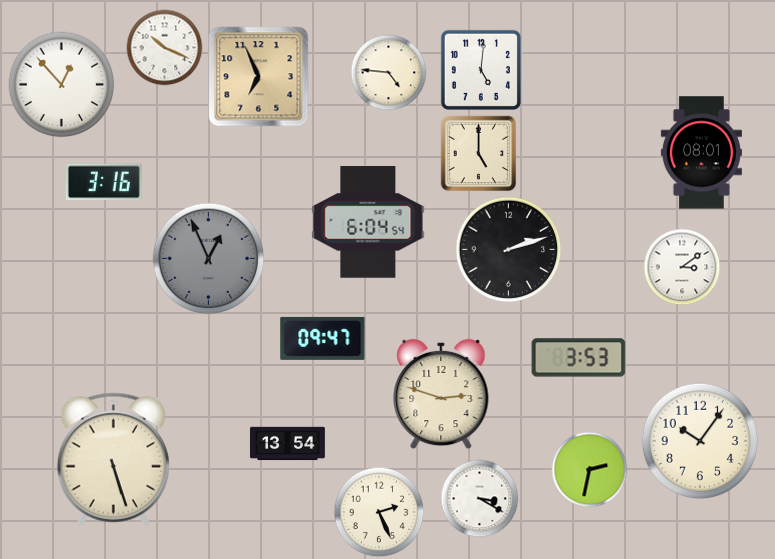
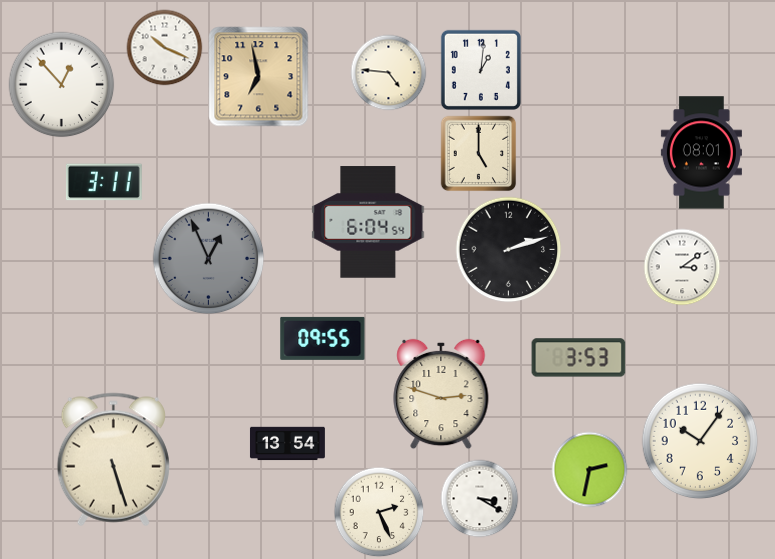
clock at (481, 70): 5:01 -> 1:01
clock at (259, 77): 6:56 -> 6:58
clock at (104, 182): 3:16 -> 3:11
clock at (323, 338): 09:47 -> 09:55
